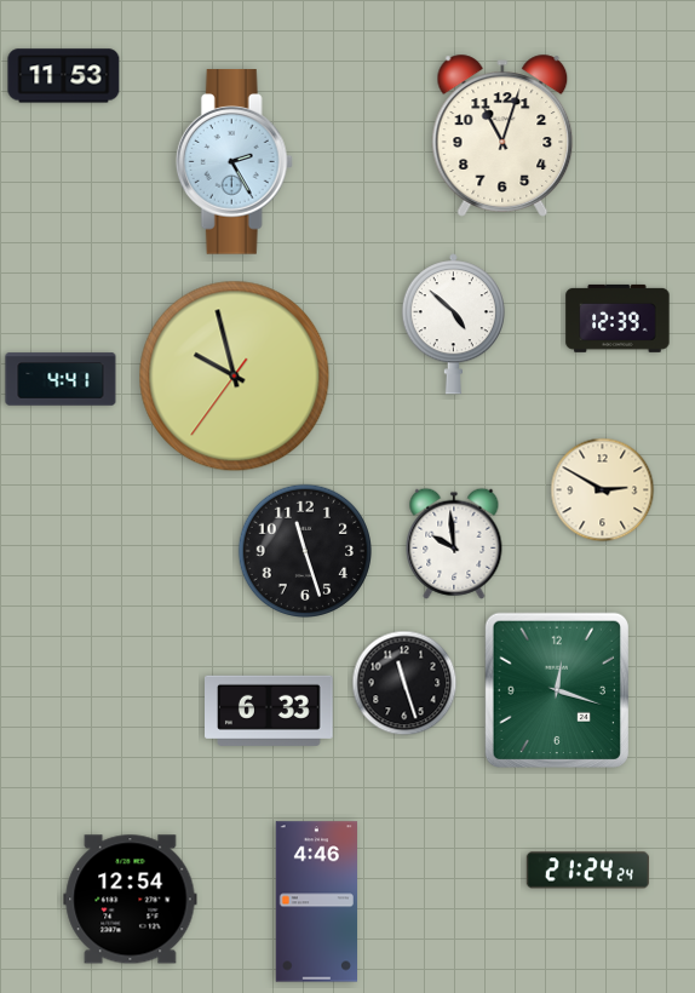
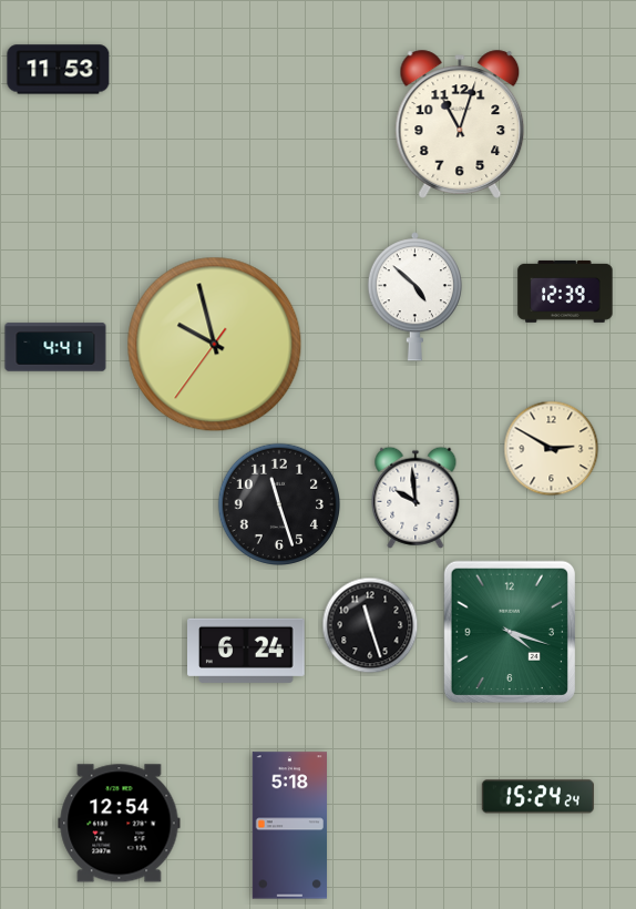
clock at (234, 162): 2:25 -> none
clock at (557, 689): 12:18 -> 4:18
clock at (270, 711): 6:33 -> 6:24
clock at (587, 871): 21:24 -> 15:24
clock at (316, 902): 4:46 -> 5:18
